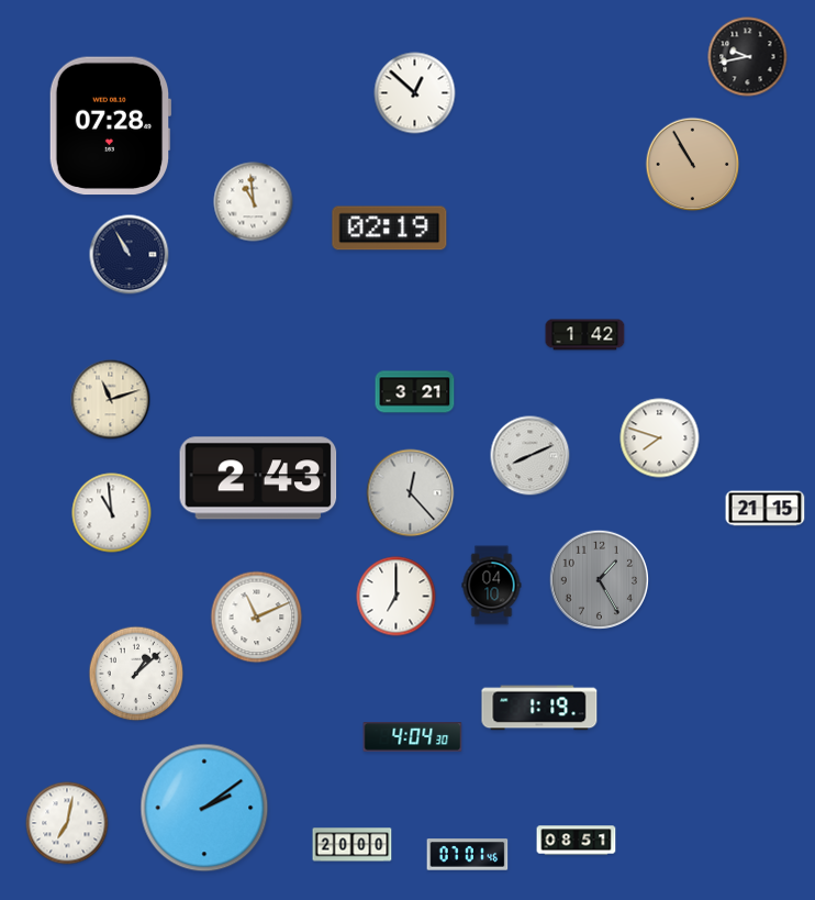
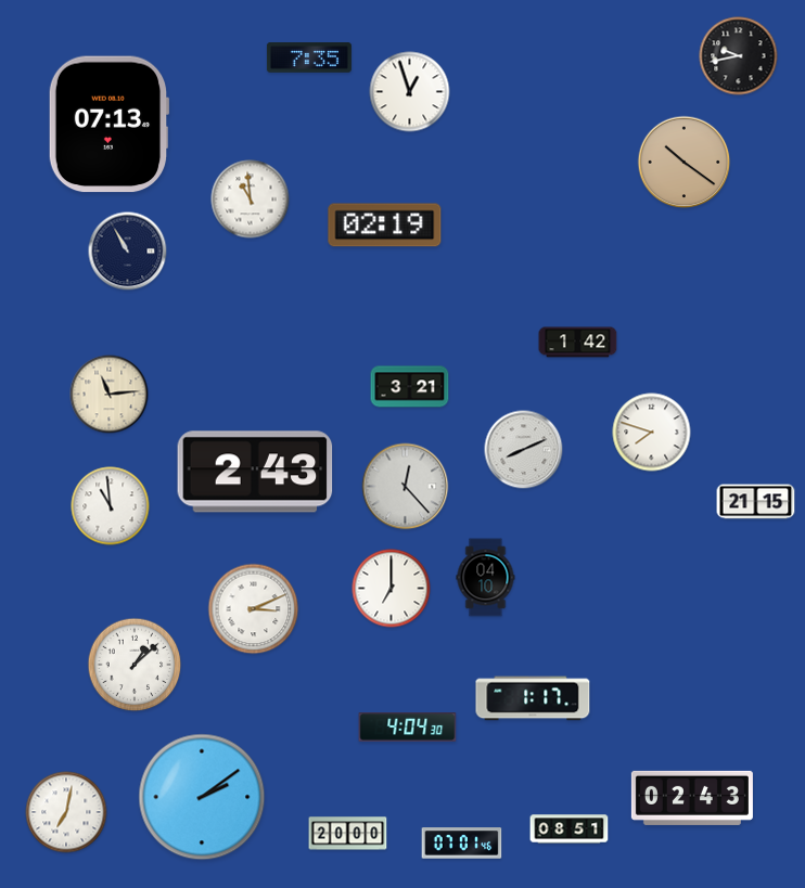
clock at (309, 57): none -> 7:35
clock at (415, 93): 12:52 -> 12:57
clock at (110, 126): 07:28 -> 07:13
clock at (693, 165): 10:55 -> 10:21
clock at (585, 335) position: (585, 335) -> (578, 343)
clock at (111, 400): 11:12 -> 11:14
clock at (599, 579): 1:25 -> none
clock at (257, 618): 11:11 -> 3:11
clock at (539, 708): 1:19 -> 1:17
clock at (692, 798): none -> 02:43
